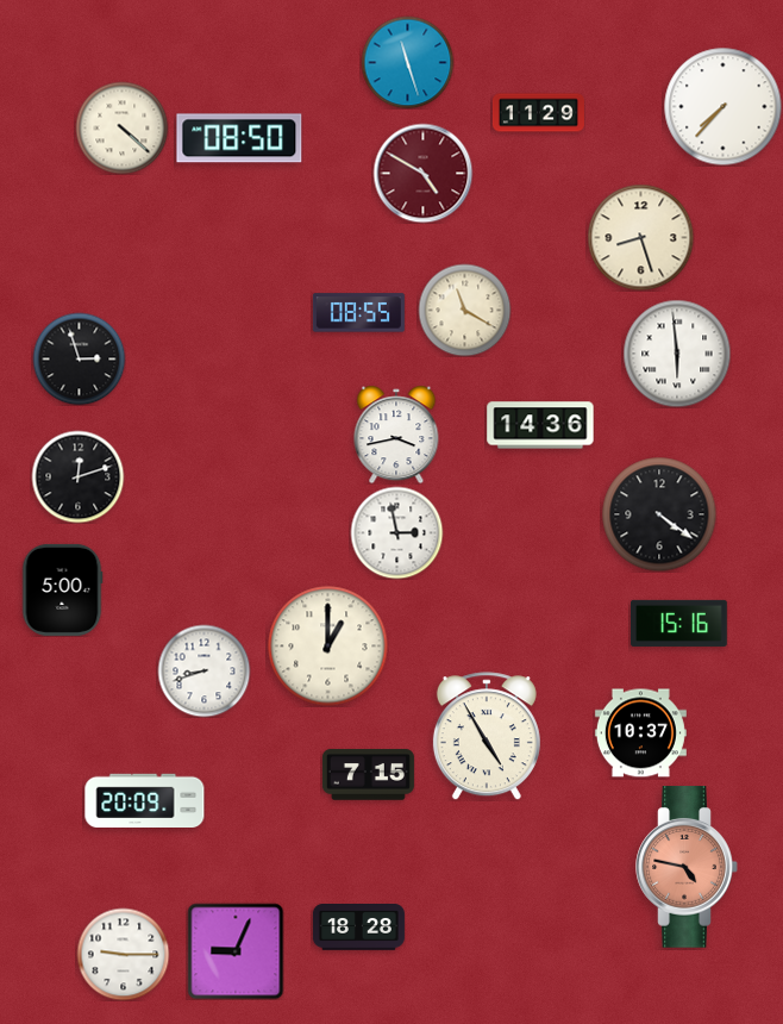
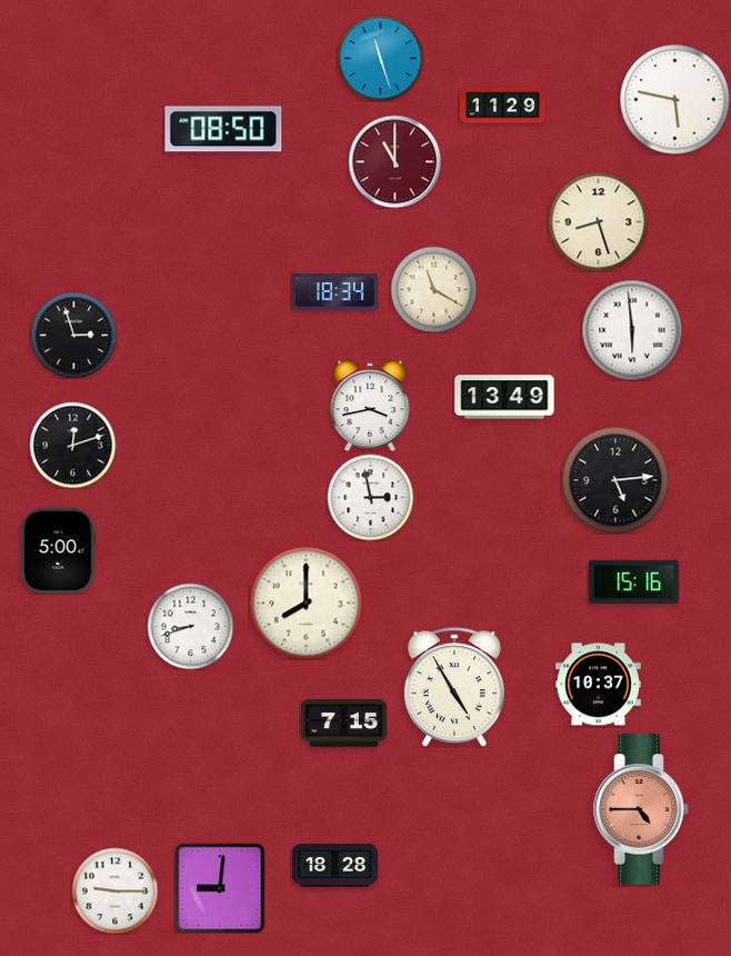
clock at (724, 107): 7:37 -> 5:47
clock at (121, 127): 4:22 -> none
clock at (422, 173): 4:50 -> 11:00
clock at (358, 313): 08:55 -> 18:34
clock at (540, 425): 14:36 -> 13:49
clock at (659, 514): 4:21 -> 5:14
clock at (328, 647): 1:00 -> 8:00
clock at (145, 800): 20:09 -> none
clock at (687, 867): 4:47 -> 4:45
clock at (236, 951): 9:04 -> 9:01
